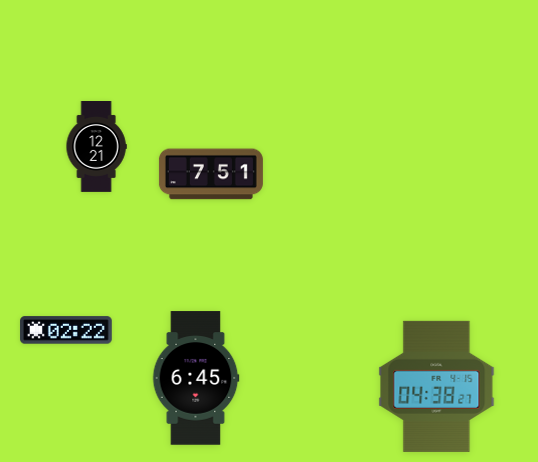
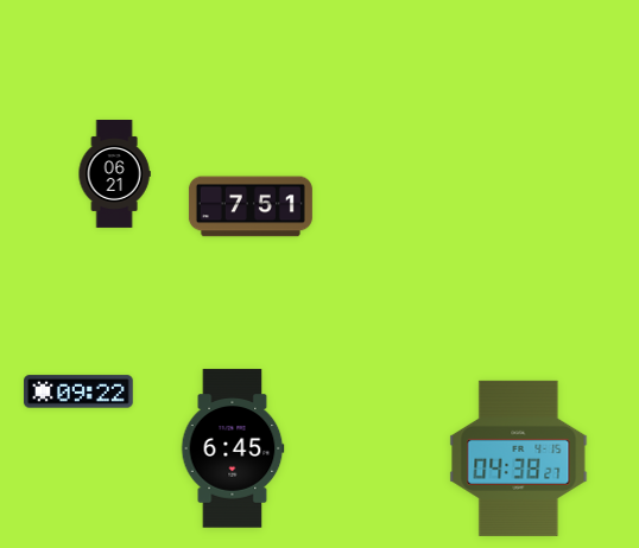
clock at (96, 147): 12:21 -> 06:21
clock at (66, 330): 02:22 -> 09:22
